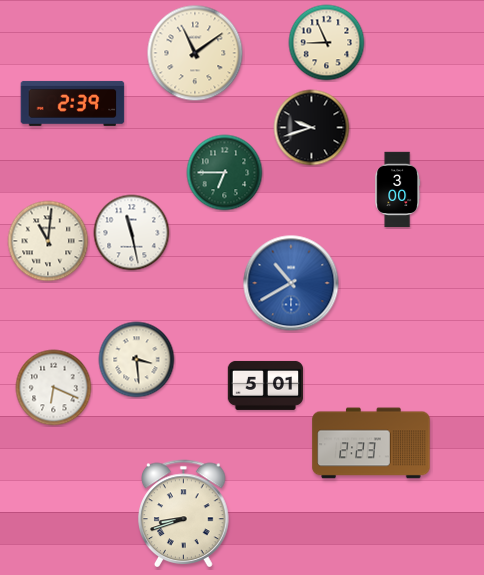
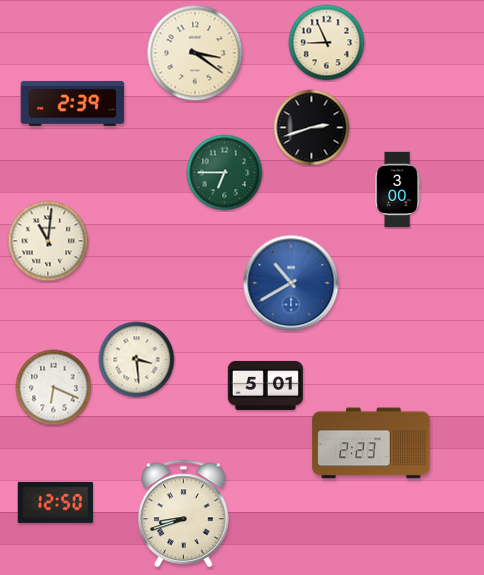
clock at (195, 53): 11:09 -> 3:21
clock at (312, 128): 9:42 -> 2:42
clock at (132, 233): 11:28 -> none
clock at (55, 502): none -> 12:50
